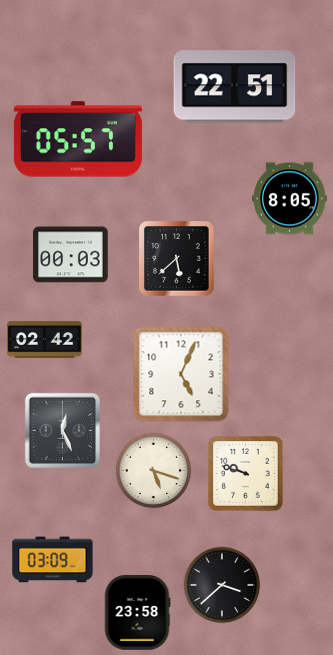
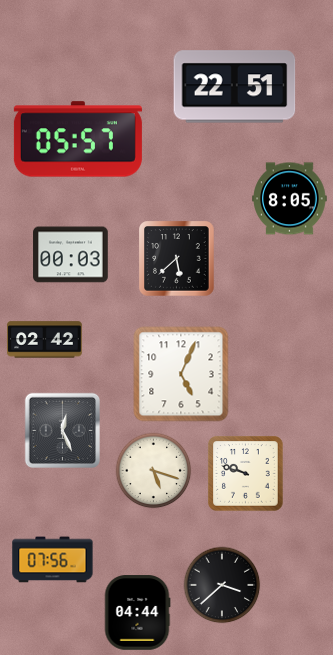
clock at (53, 560): 03:09 -> 07:56
clock at (137, 613): 23:58 -> 04:44
